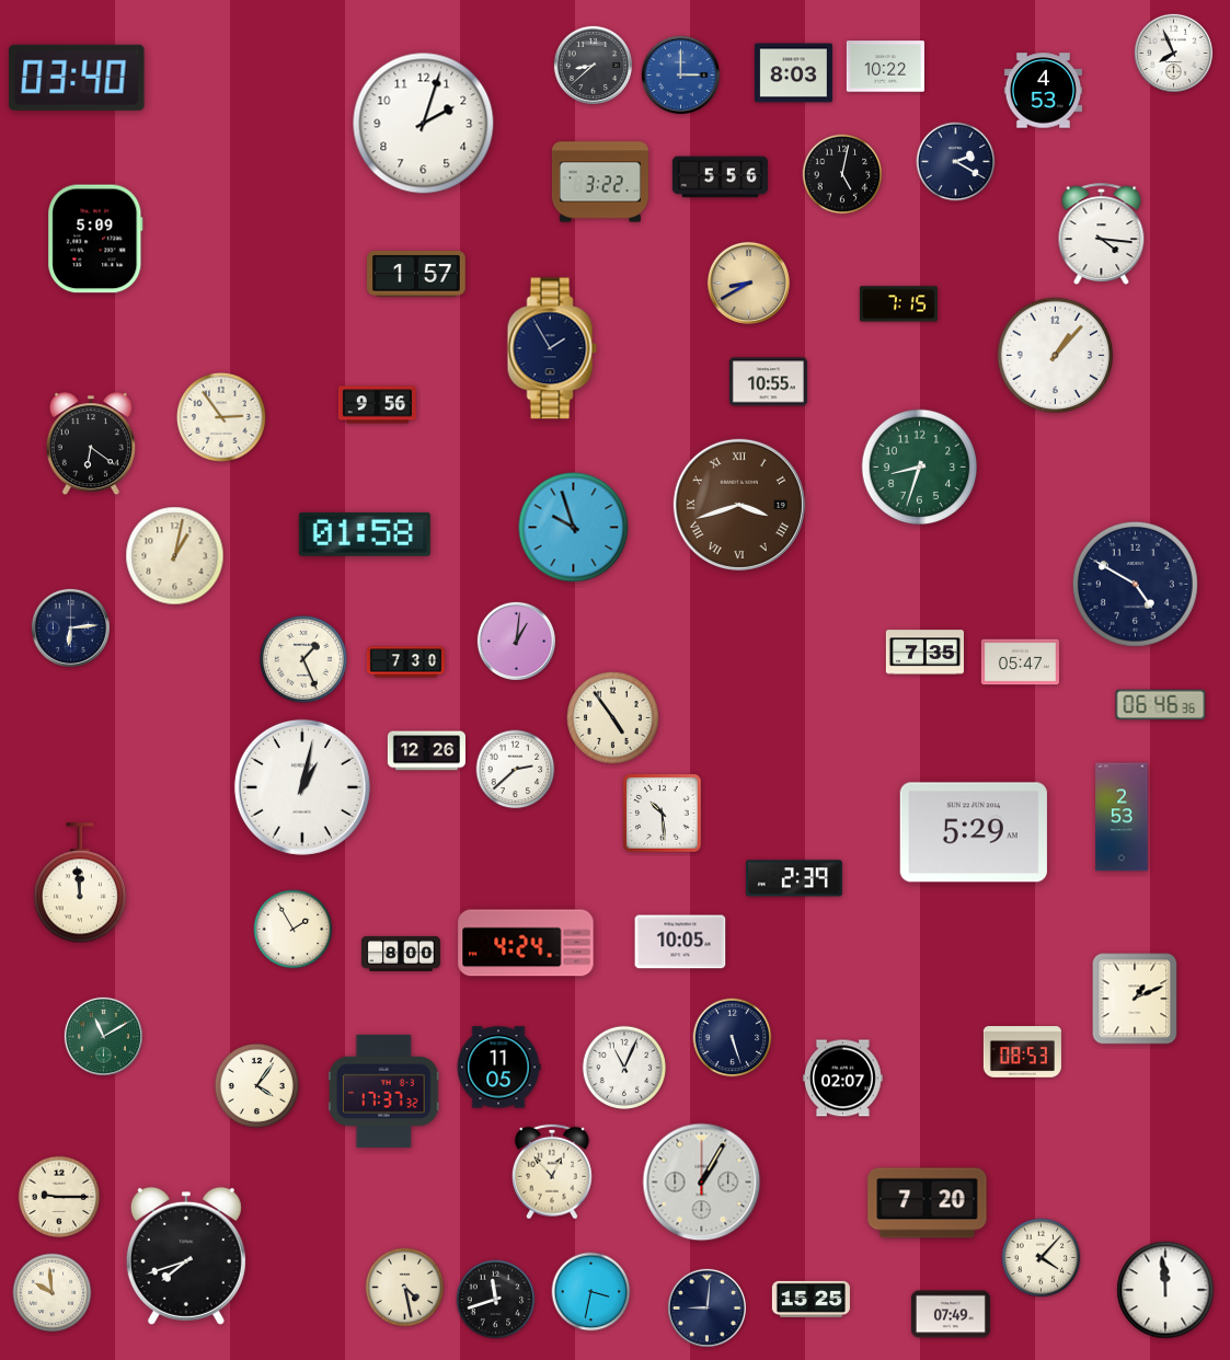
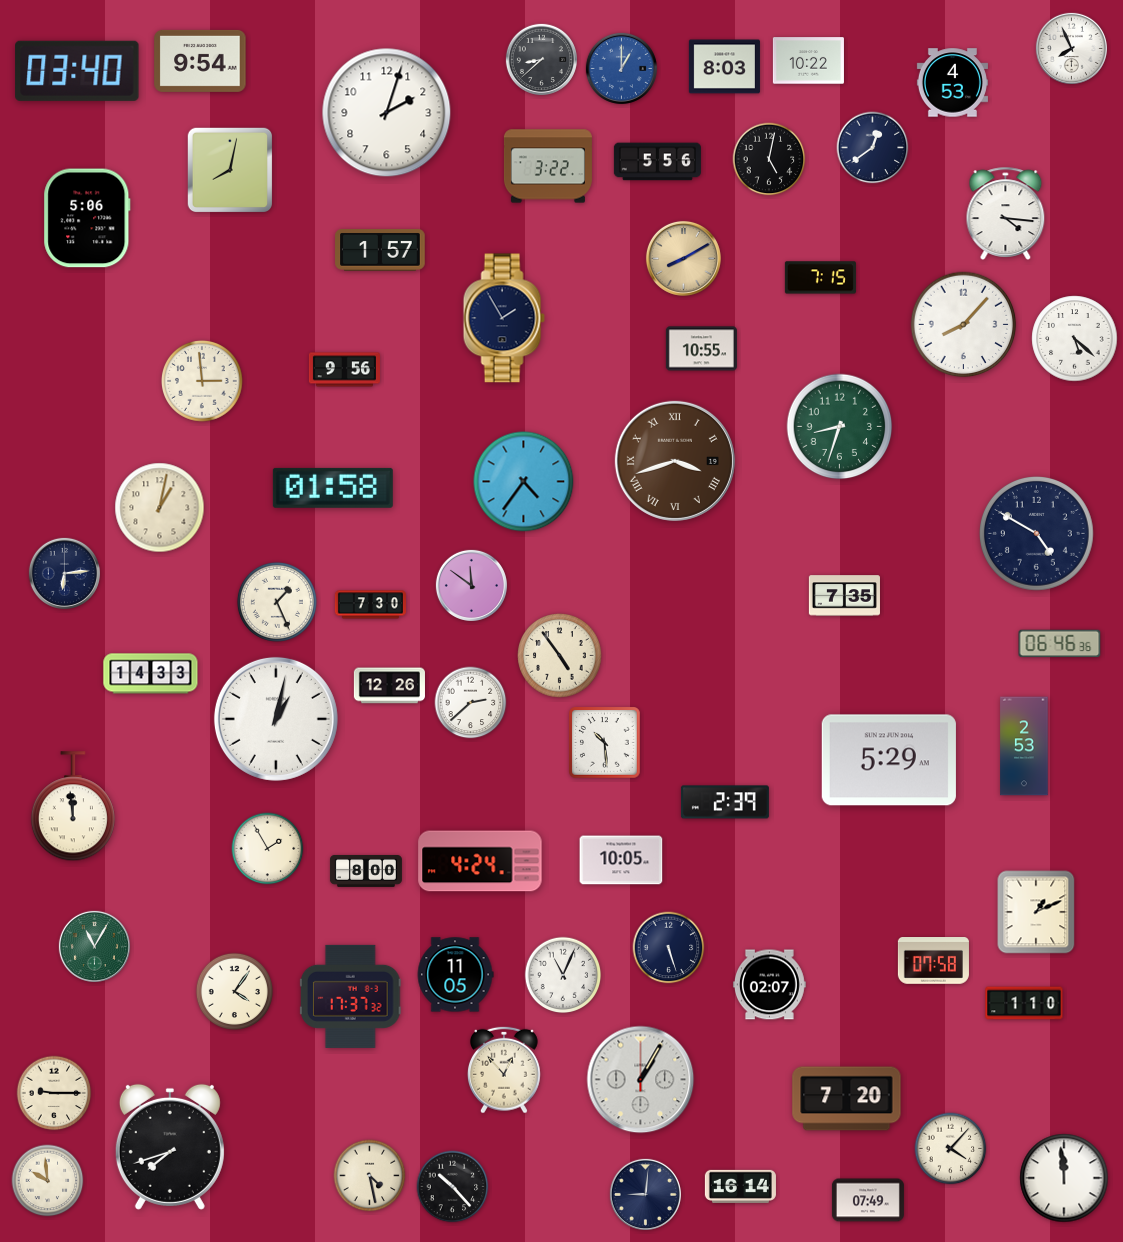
clock at (200, 61): none -> 9:54
clock at (680, 74): 3:00 -> 1:00
clock at (77, 78) position: (77, 78) -> (77, 71)
clock at (956, 162): 2:20 -> 12:39
clock at (229, 169): none -> 8:02
clock at (95, 239): 5:09 -> 5:06
clock at (748, 283): 8:40 -> 8:10
clock at (1056, 356): 1:07 -> 8:07
clock at (1075, 339): none -> 5:22
clock at (221, 417): 2:54 -> 2:59
clock at (91, 445): 6:21 -> none
clock at (574, 528): 9:57 -> 4:36
clock at (516, 641): 1:01 -> 11:51
clock at (1020, 662): 05:47 -> none
clock at (151, 674): none -> 14:33
clock at (103, 1036): 11:10 -> 11:05
clock at (1022, 1052): 08:53 -> 07:58
clock at (624, 1068) position: (624, 1068) -> (563, 975)
clock at (1024, 1003): none -> 1:10
clock at (591, 1292): 3:32 -> none
clock at (811, 1299): 15:25 -> 16:14
clock at (496, 1300): 11:42 -> 10:23
